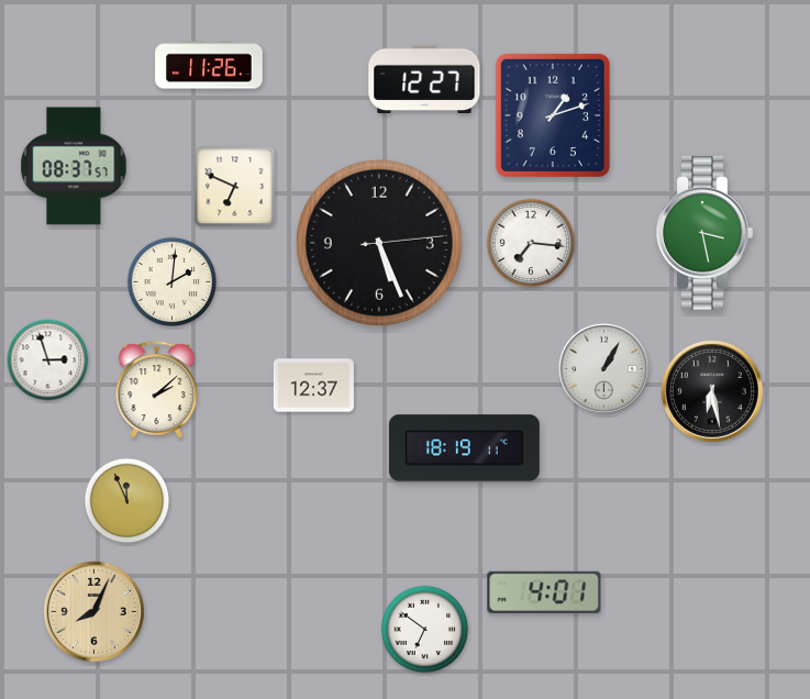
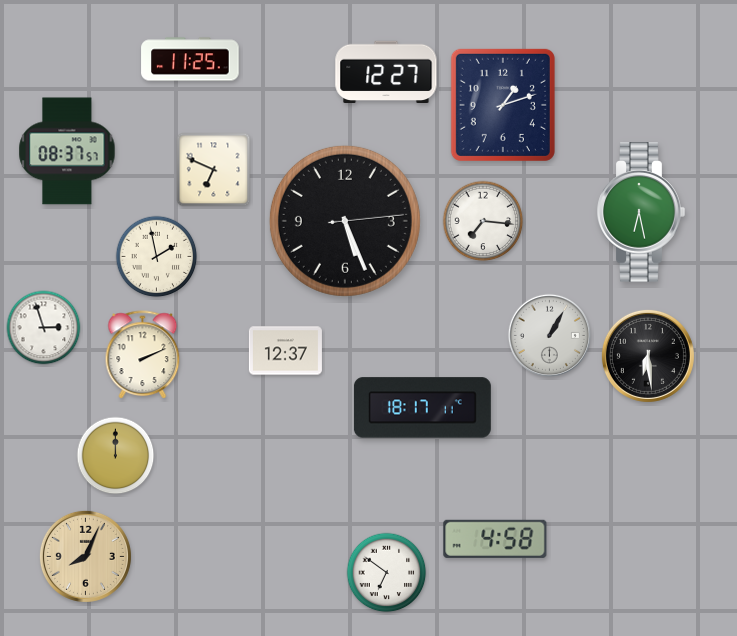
clock at (209, 65): 11:26 -> 11:25
clock at (704, 233): 3:28 -> 6:28
clock at (173, 282): 2:01 -> 1:58
clock at (157, 390): 2:08 -> 2:11
clock at (712, 391): 6:28 -> 6:29
clock at (464, 448): 18:19 -> 18:17
clock at (127, 501): 11:56 -> 12:00
clock at (544, 592): 4:01 -> 4:58
